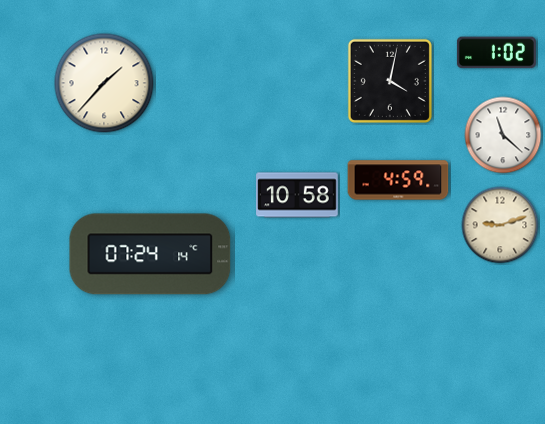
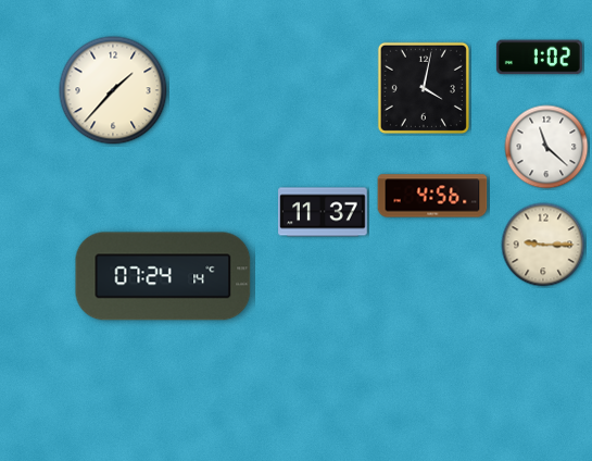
clock at (398, 180): 4:59 -> 4:56
clock at (297, 195): 10:58 -> 11:37
clock at (500, 225): 9:12 -> 9:15
